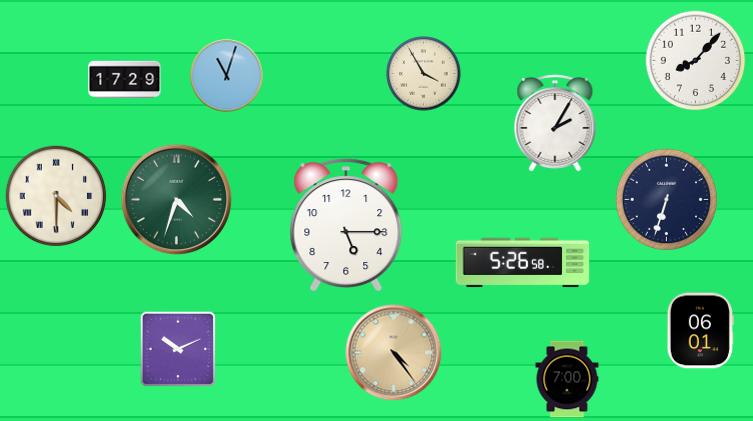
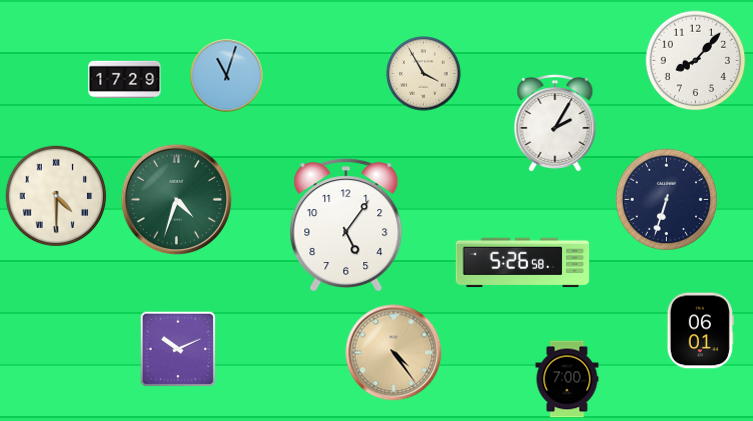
clock at (346, 225): 5:15 -> 5:06
